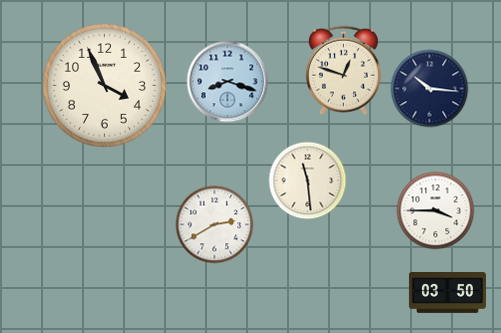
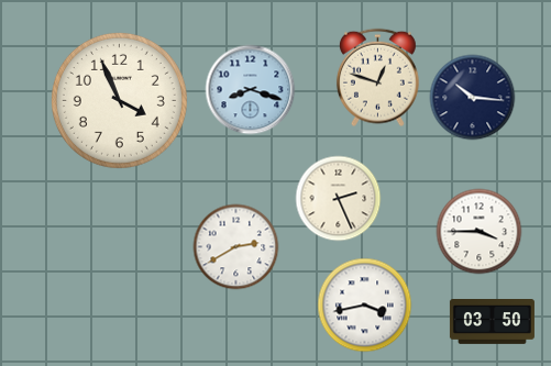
clock at (104, 85) position: (104, 85) -> (119, 100)
clock at (307, 180): 11:29 -> 2:26
clock at (364, 304): none -> 3:43
